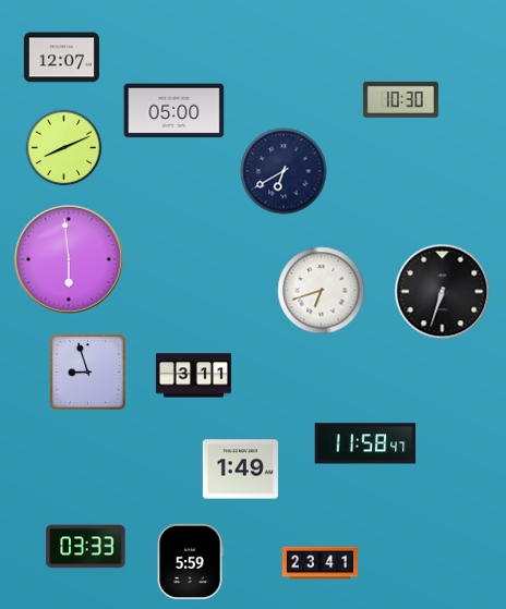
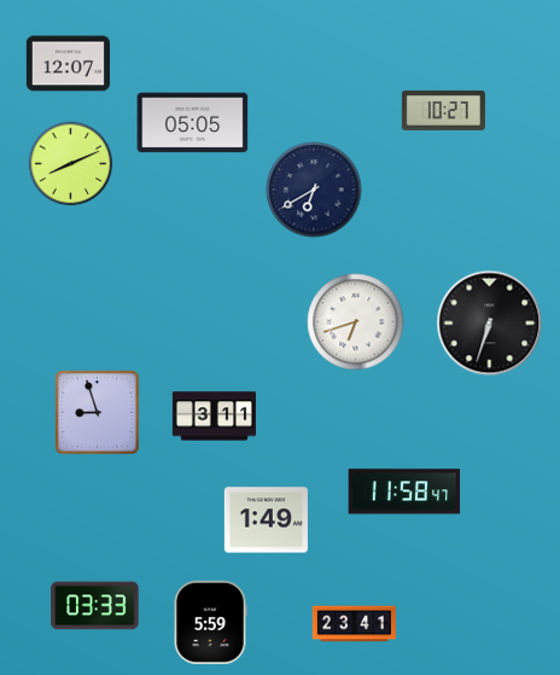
clock at (400, 99): 10:30 -> 10:27
clock at (174, 111): 05:00 -> 05:05
clock at (69, 259): 5:59 -> none
